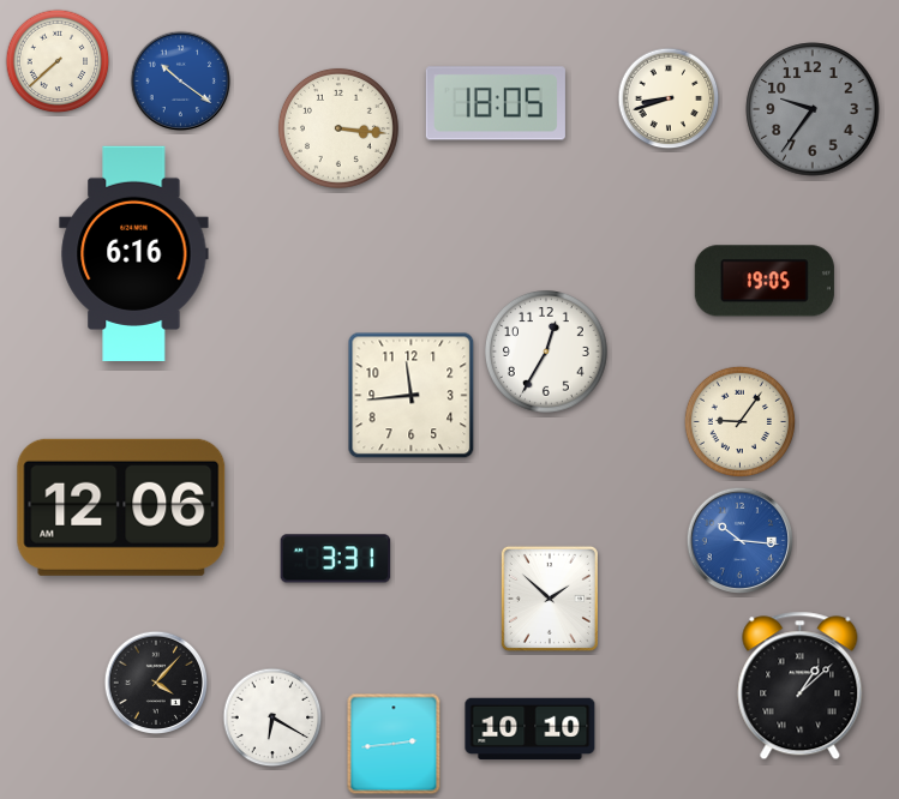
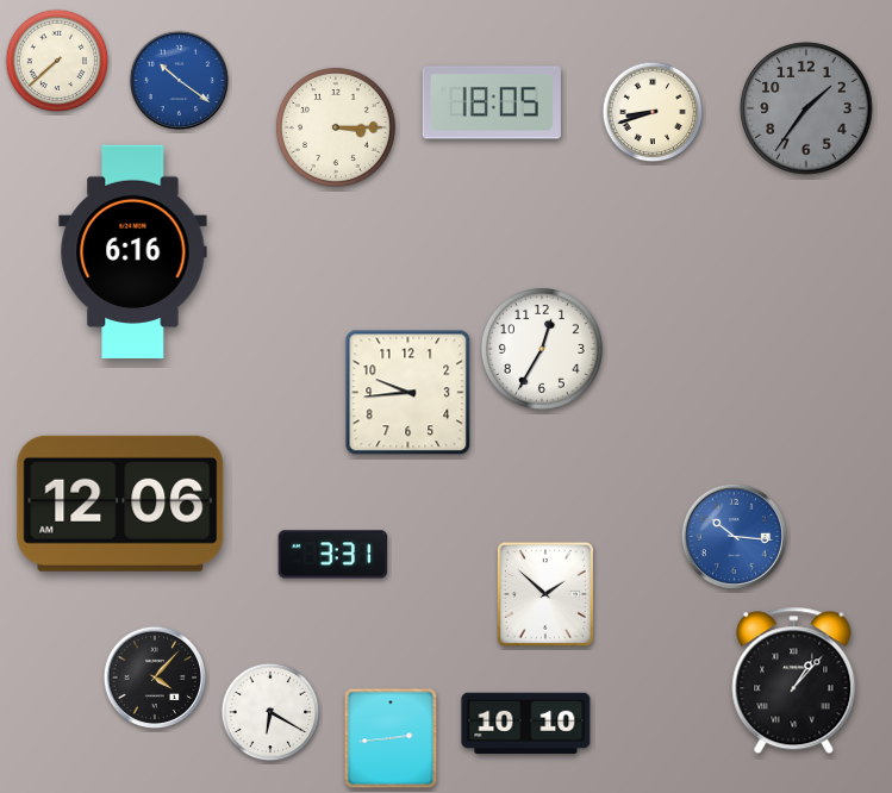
clock at (669, 98) position: (669, 98) -> (653, 112)
clock at (813, 109): 9:36 -> 1:36
clock at (338, 128): 3:16 -> 3:15
clock at (765, 281): 19:05 -> none
clock at (412, 396): 11:44 -> 9:44
clock at (739, 421): 9:06 -> none
clock at (801, 686): 1:08 -> 1:07
